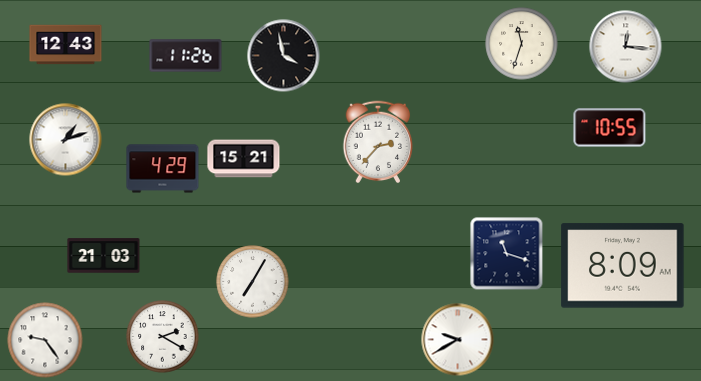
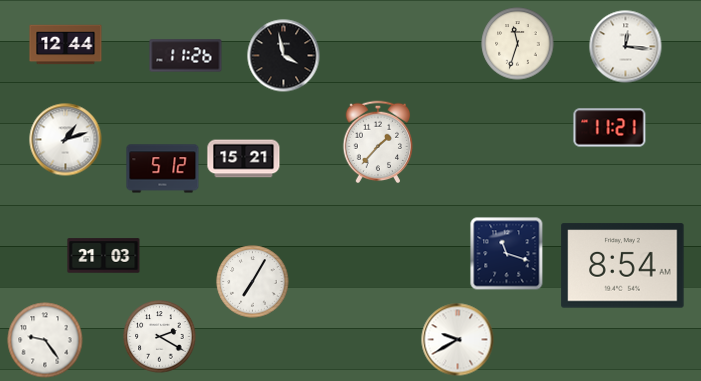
clock at (522, 44) position: (522, 44) -> (518, 44)
clock at (66, 45): 12:43 -> 12:44
clock at (610, 128): 10:55 -> 11:21
clock at (378, 142): 2:37 -> 1:37
clock at (163, 169): 4:29 -> 5:12
clock at (623, 266): 8:09 -> 8:54
clock at (163, 337) position: (163, 337) -> (160, 337)
